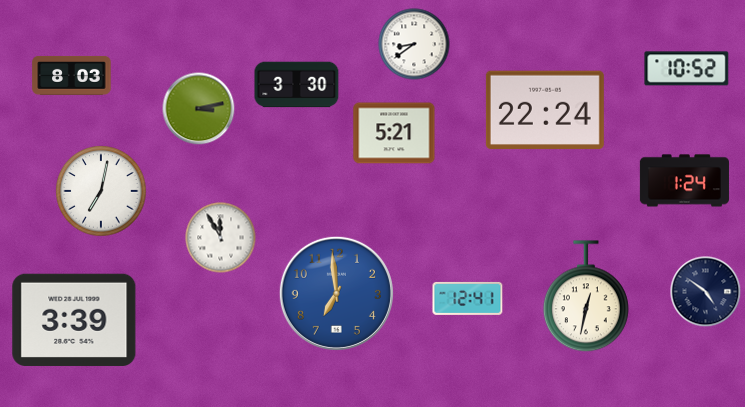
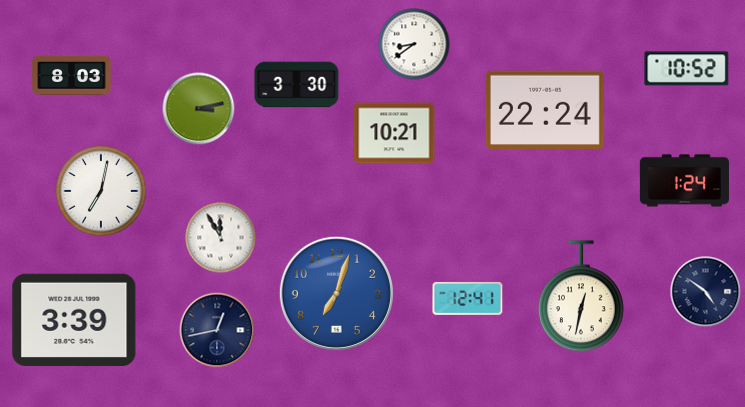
clock at (394, 133): 5:21 -> 10:21
clock at (336, 293): 6:59 -> 7:03
clock at (586, 297) position: (586, 297) -> (581, 297)
clock at (217, 330): none -> 12:43
